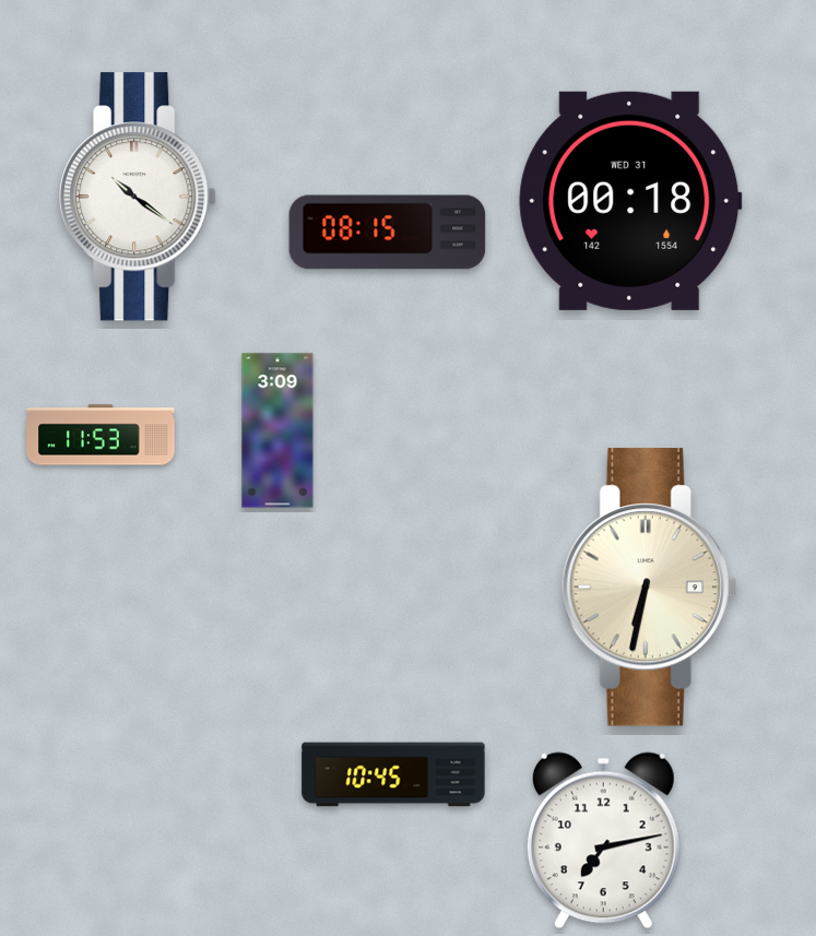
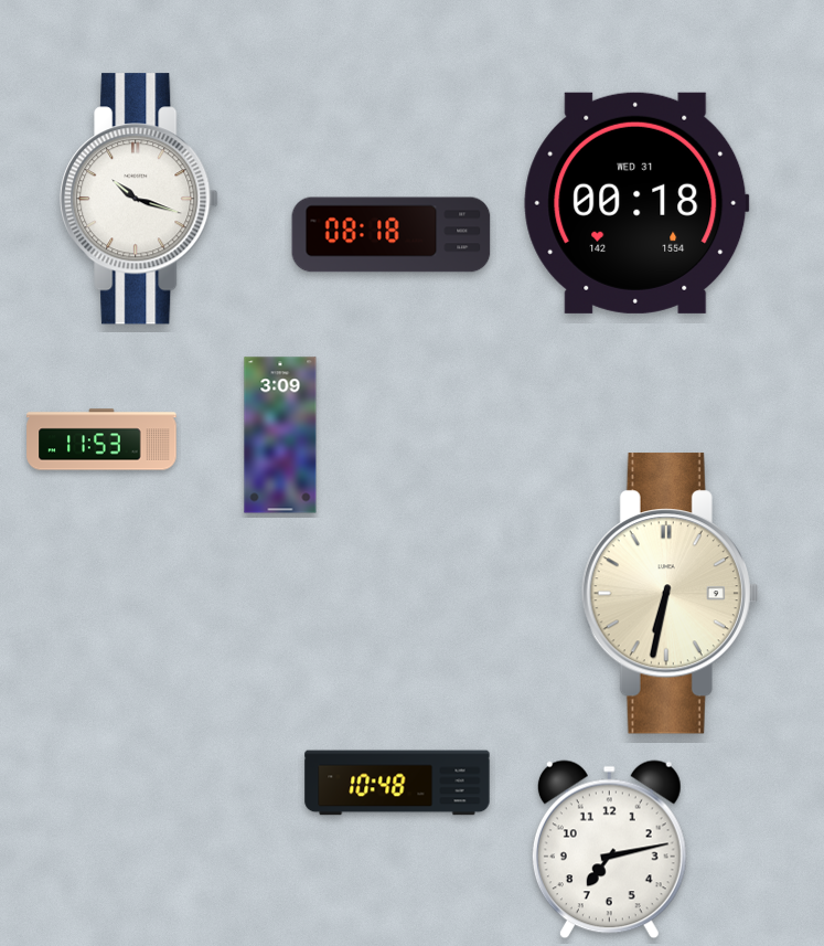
clock at (138, 197): 10:21 -> 10:18
clock at (388, 233): 08:15 -> 08:18
clock at (649, 588) position: (649, 588) -> (670, 594)
clock at (393, 774): 10:45 -> 10:48
